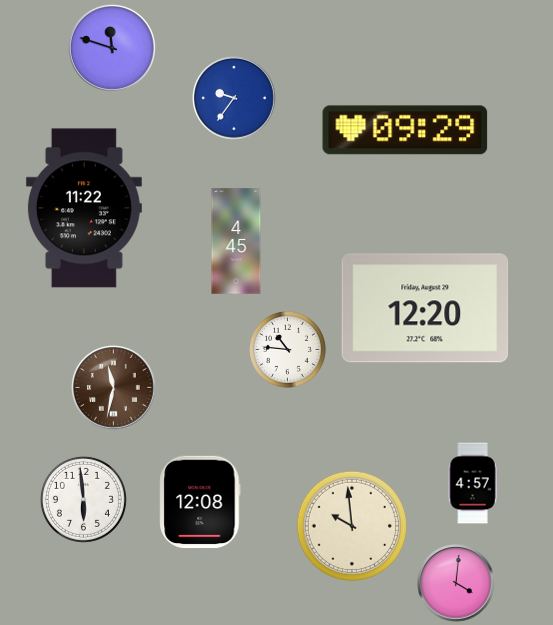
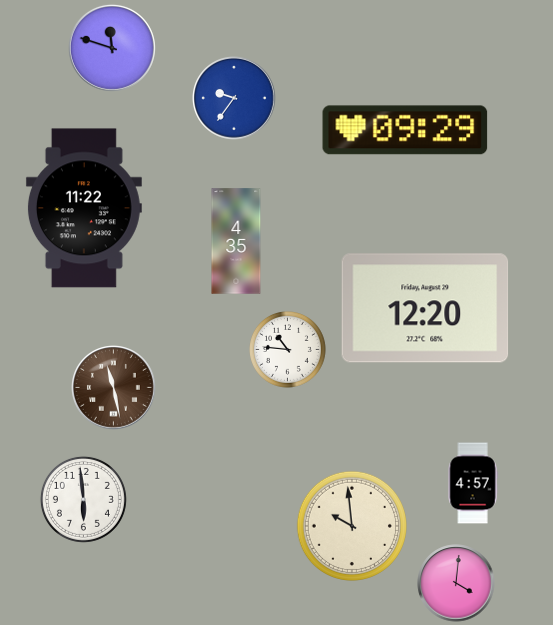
clock at (236, 241): 4:45 -> 4:35
clock at (114, 388): 11:32 -> 11:28
clock at (200, 502): 12:08 -> none
